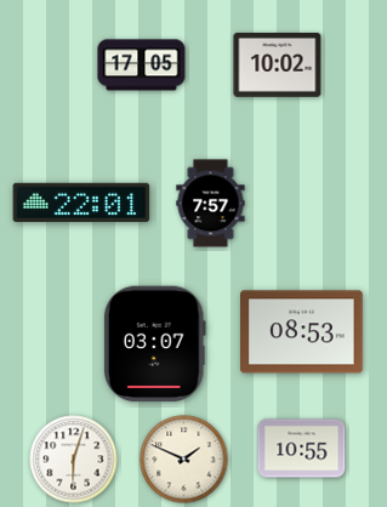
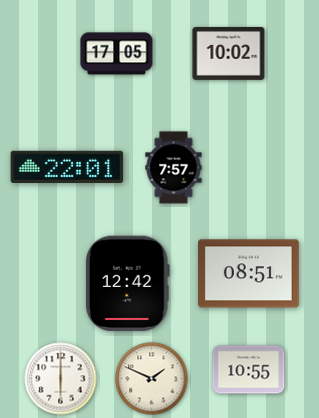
clock at (302, 332): 08:53 -> 08:51
clock at (154, 344): 03:07 -> 12:42
clock at (74, 460): 6:03 -> 6:00
